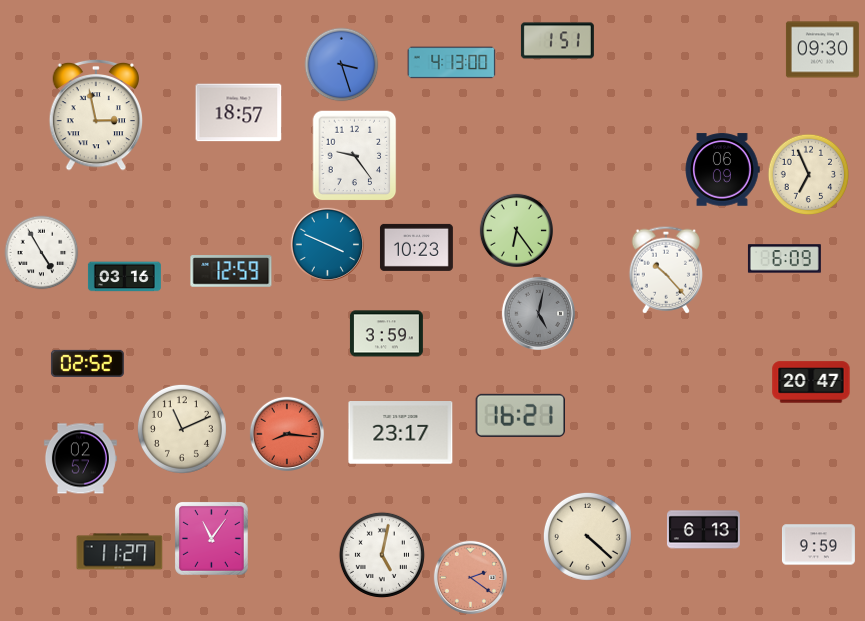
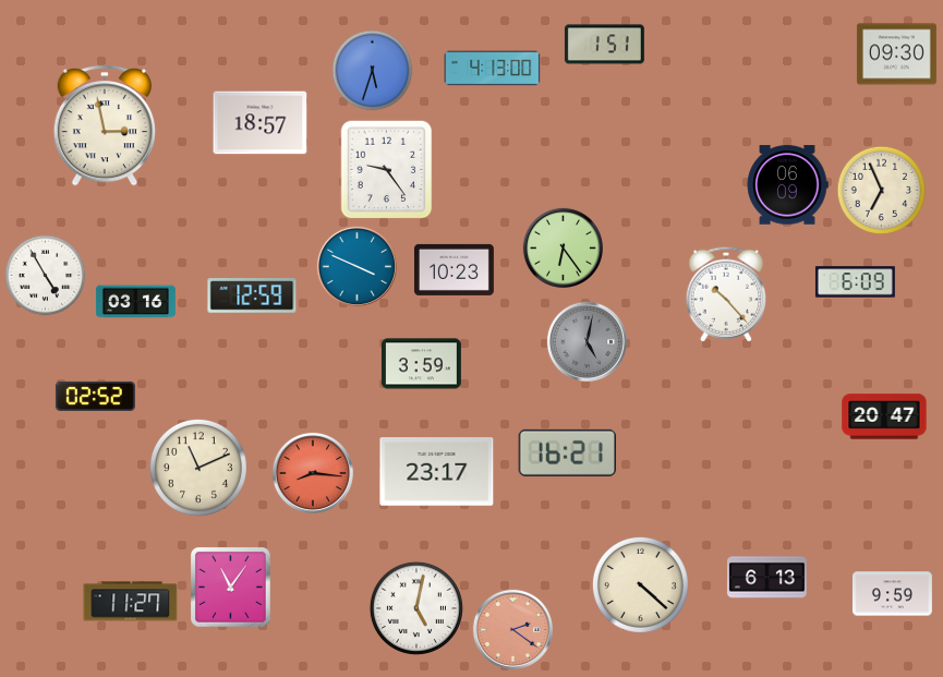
clock at (557, 41) position: (557, 41) -> (604, 45)
clock at (342, 65): 3:27 -> 5:33
clock at (516, 230) position: (516, 230) -> (563, 247)
clock at (80, 459): 02:57 -> none
clock at (382, 555) position: (382, 555) -> (416, 608)
